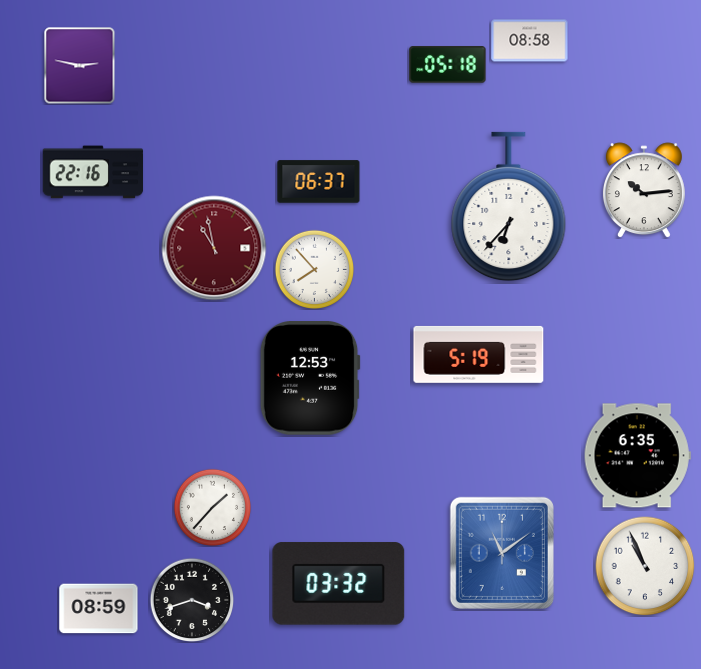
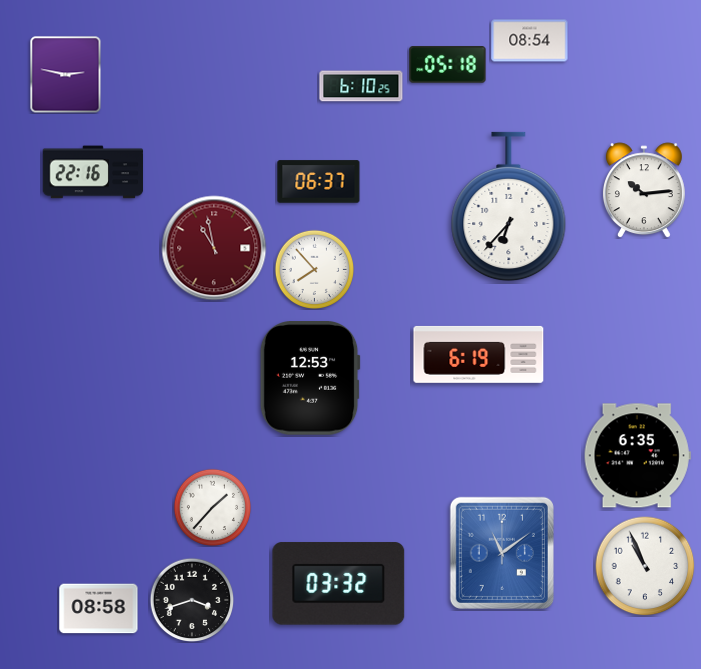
clock at (530, 41): 08:58 -> 08:54
clock at (80, 65) position: (80, 65) -> (66, 74)
clock at (361, 86): none -> 6:10
clock at (479, 354): 5:19 -> 6:19
clock at (99, 609): 08:59 -> 08:58
